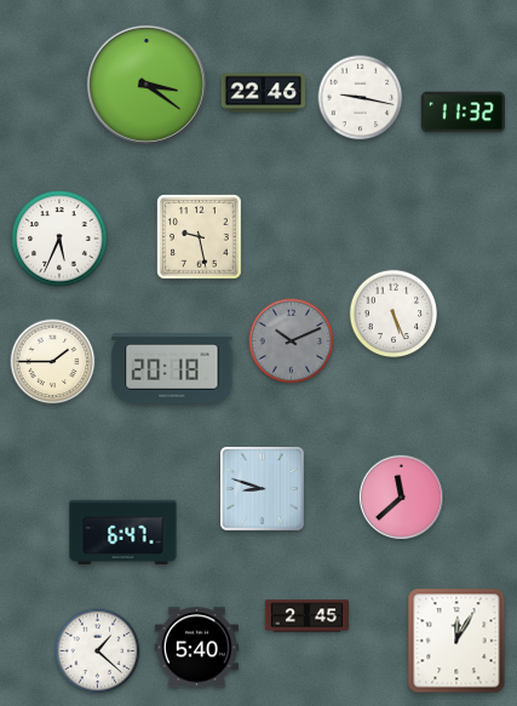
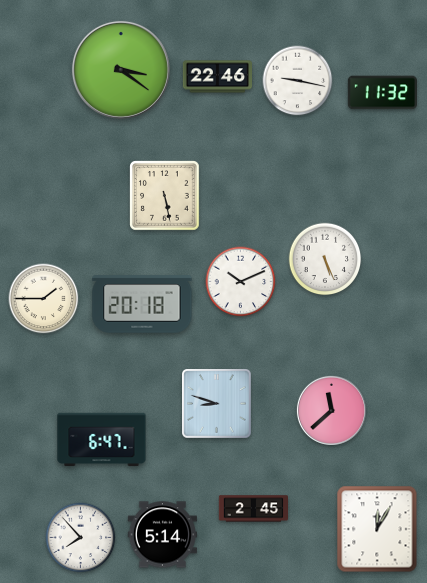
clock at (200, 237): 9:28 -> 5:28
clock at (59, 239): 5:34 -> none
clock at (292, 341) dial: grey -> white
clock at (196, 648): 5:40 -> 5:14
clock at (98, 652): 1:22 -> 7:53
